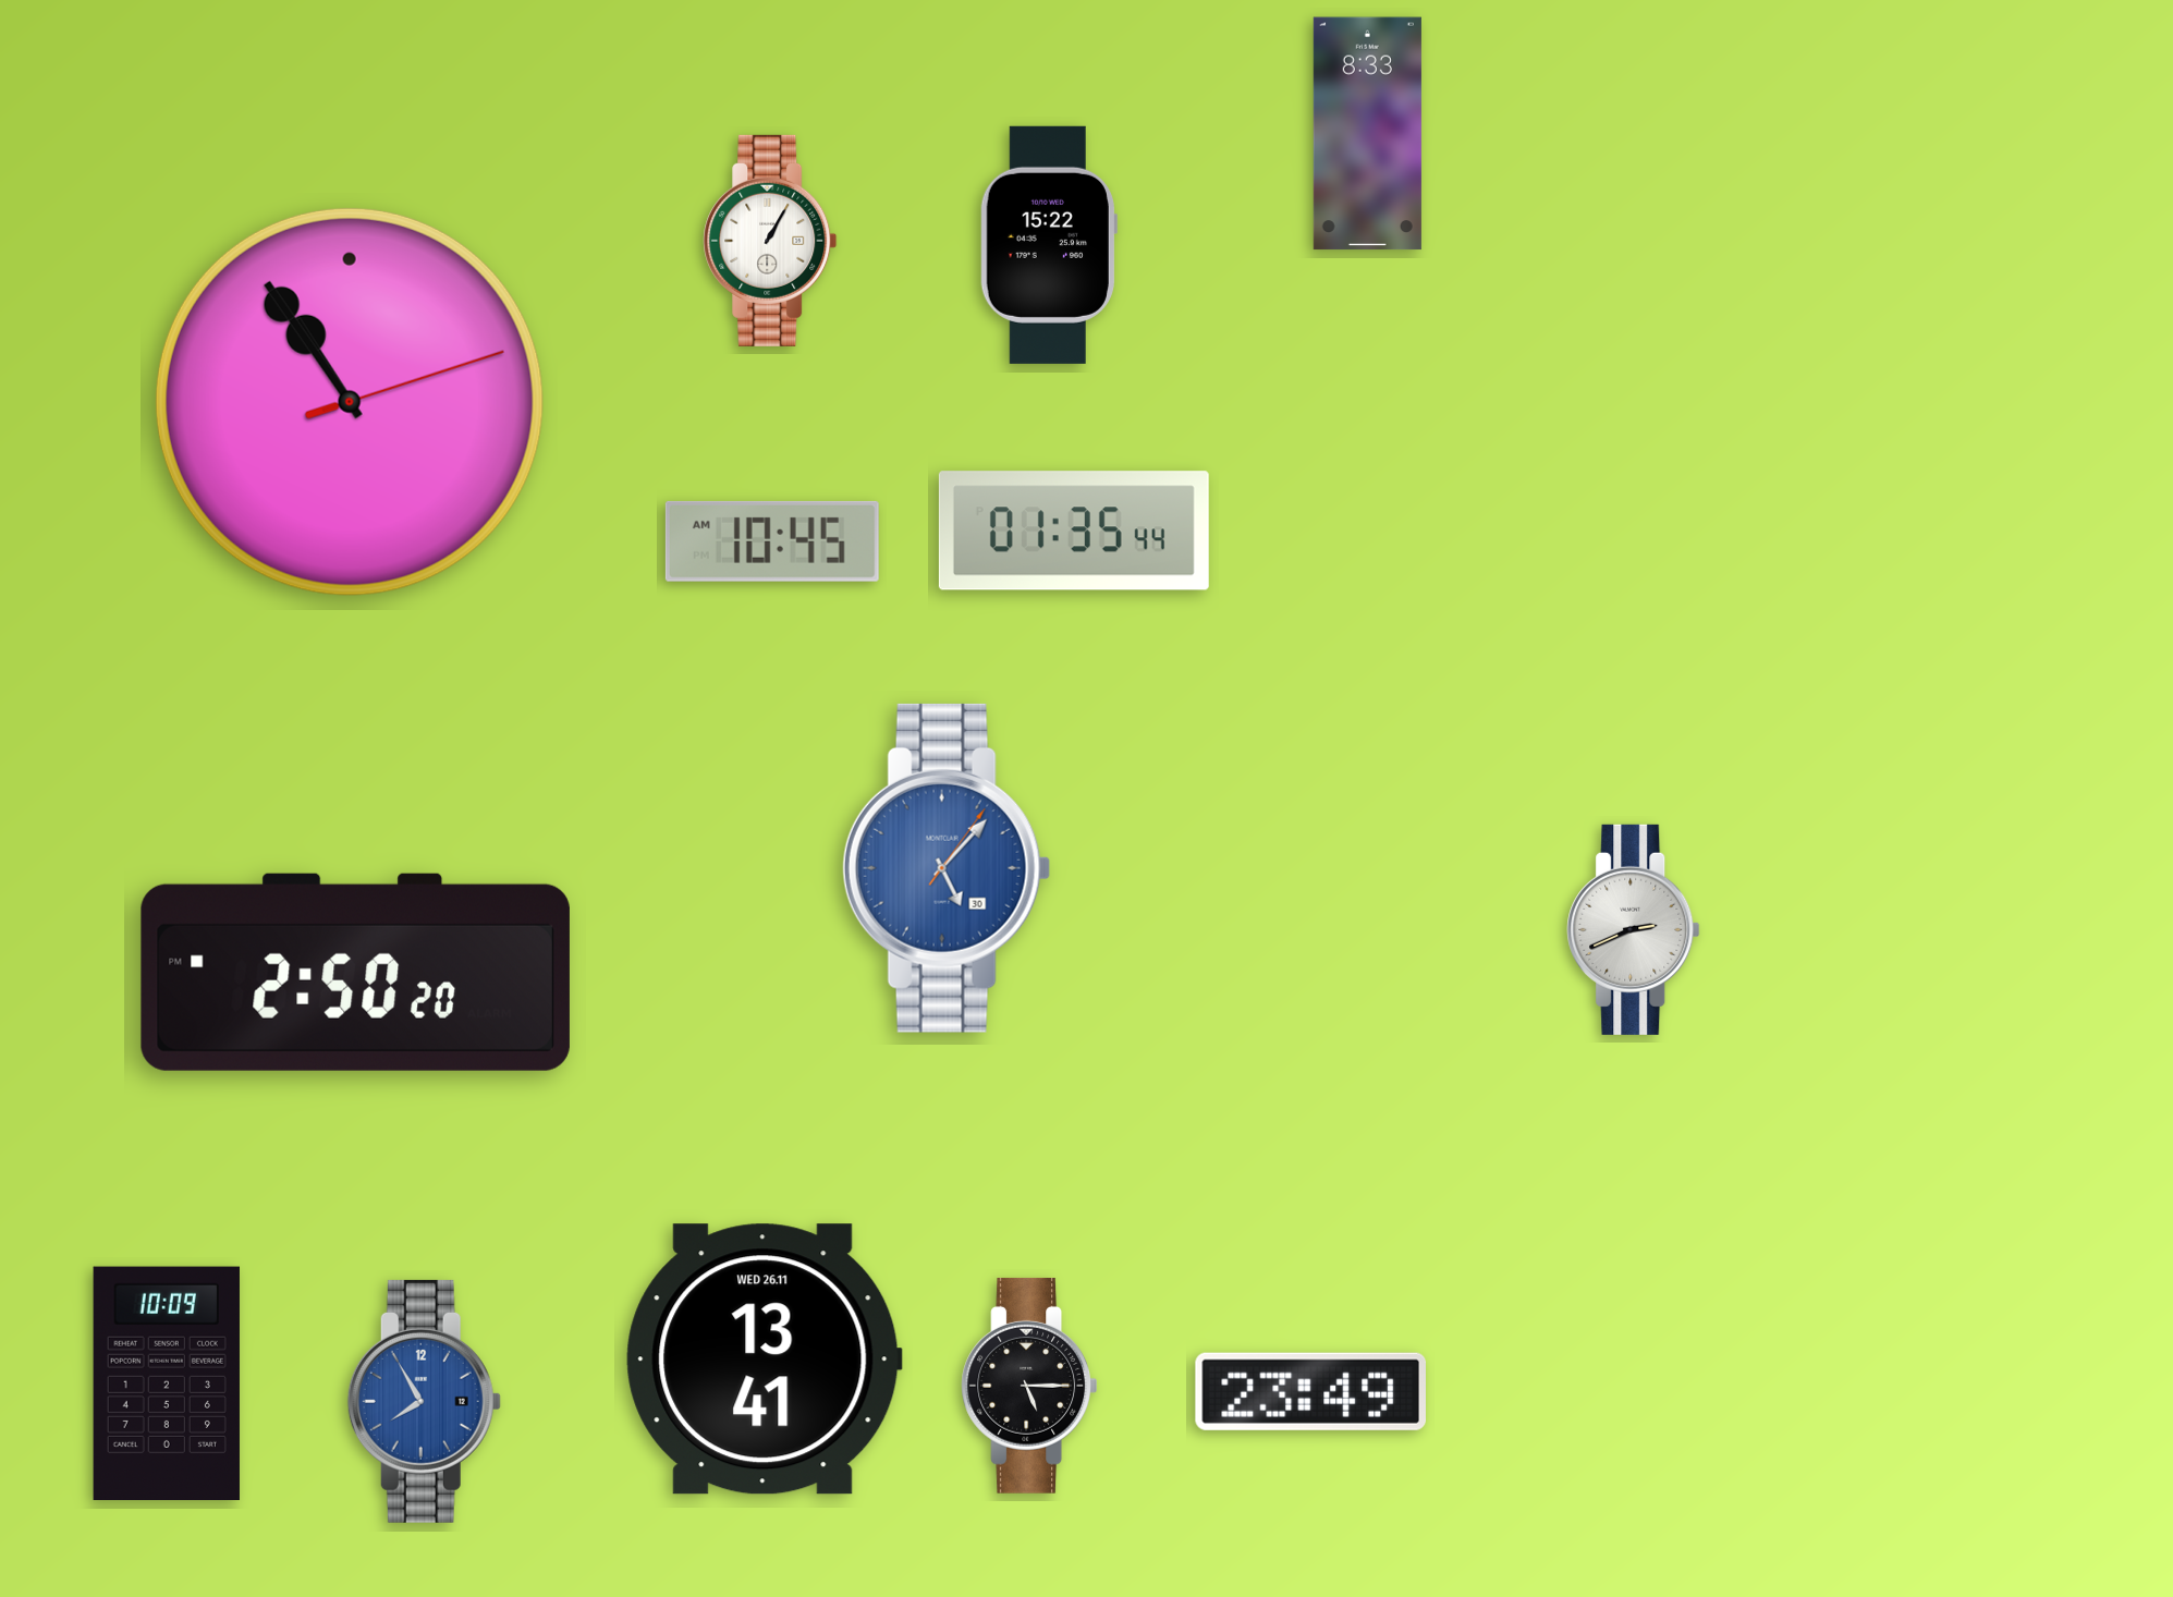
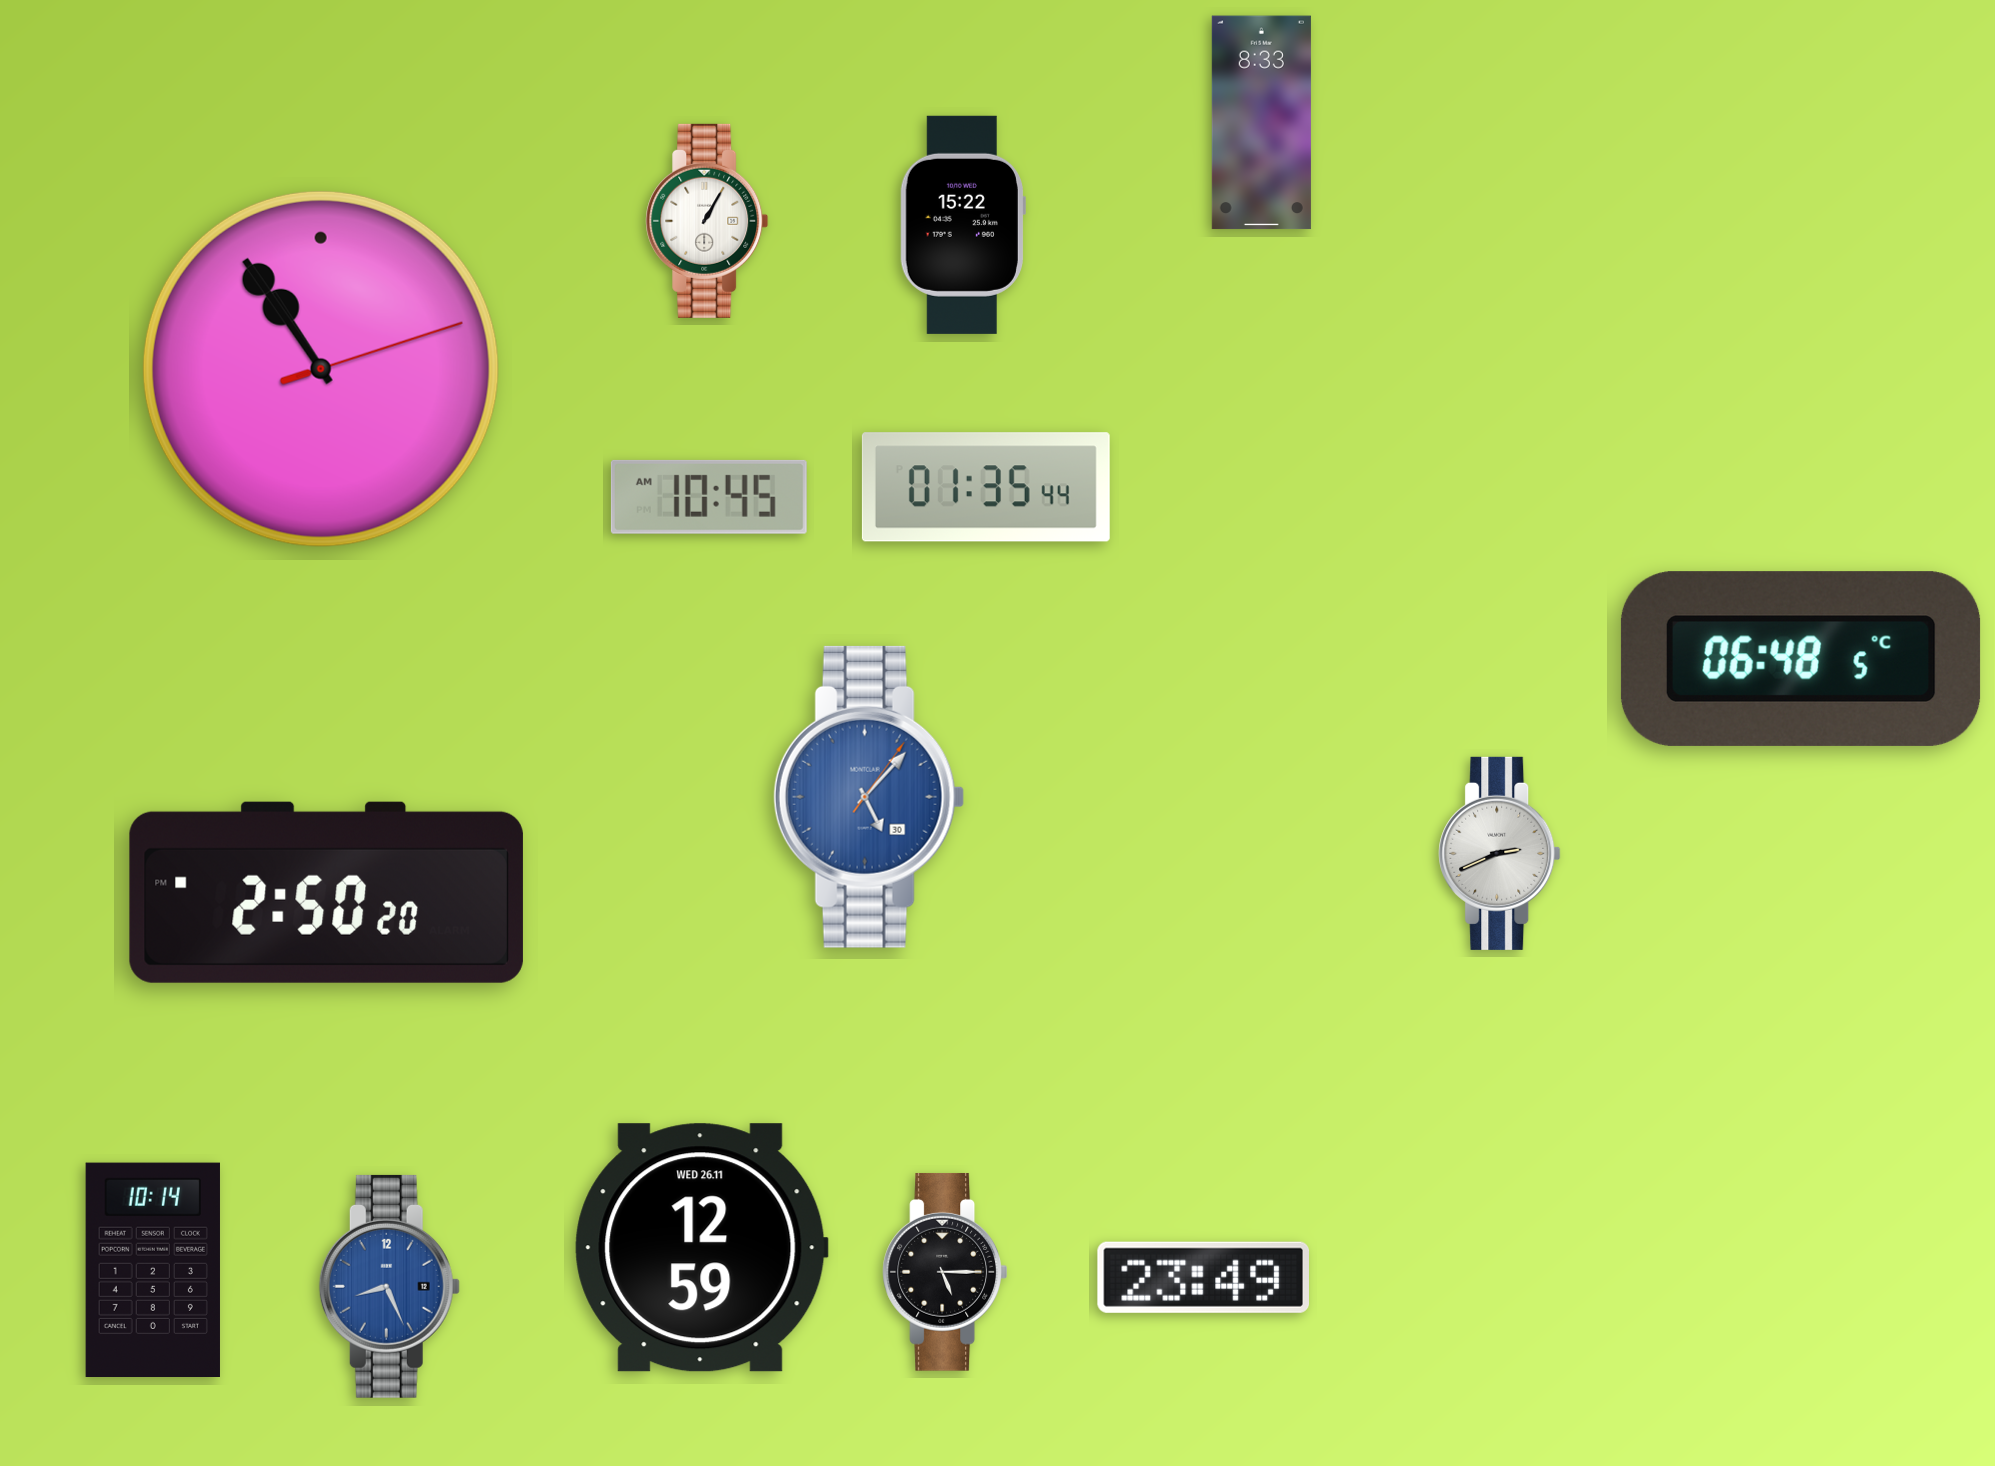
clock at (1367, 134) position: (1367, 134) -> (1261, 123)
clock at (1801, 659): none -> 06:48
clock at (764, 1360): 13:41 -> 12:59
clock at (167, 1382): 10:09 -> 10:14
clock at (424, 1401): 7:55 -> 8:26
